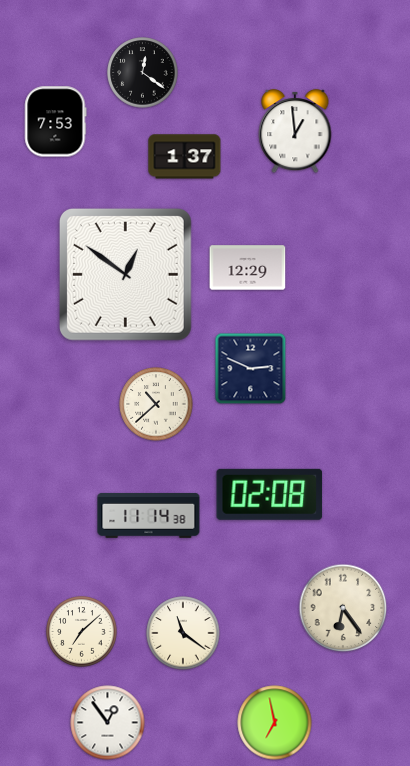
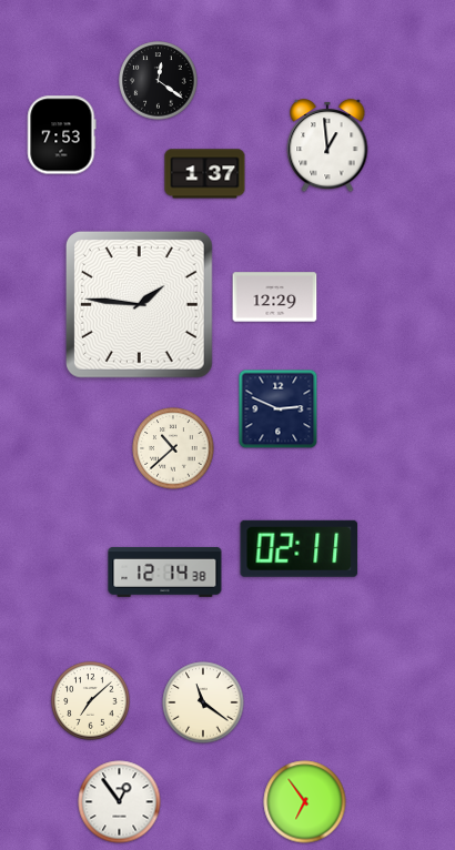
clock at (125, 274): 12:51 -> 1:46
clock at (270, 494): 02:08 -> 02:11
clock at (149, 515): 11:14 -> 12:14
clock at (343, 608): 6:24 -> none
clock at (275, 723): 6:58 -> 6:54
